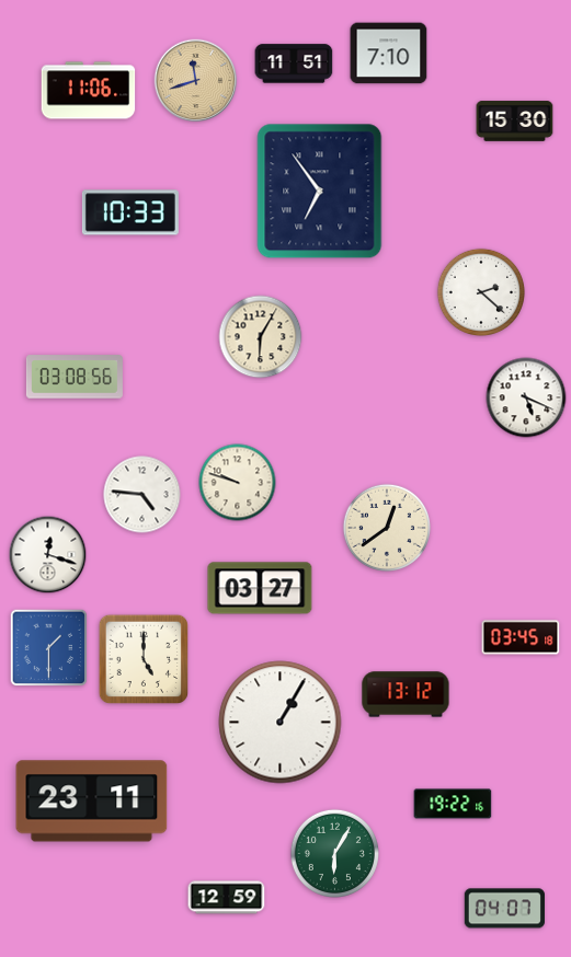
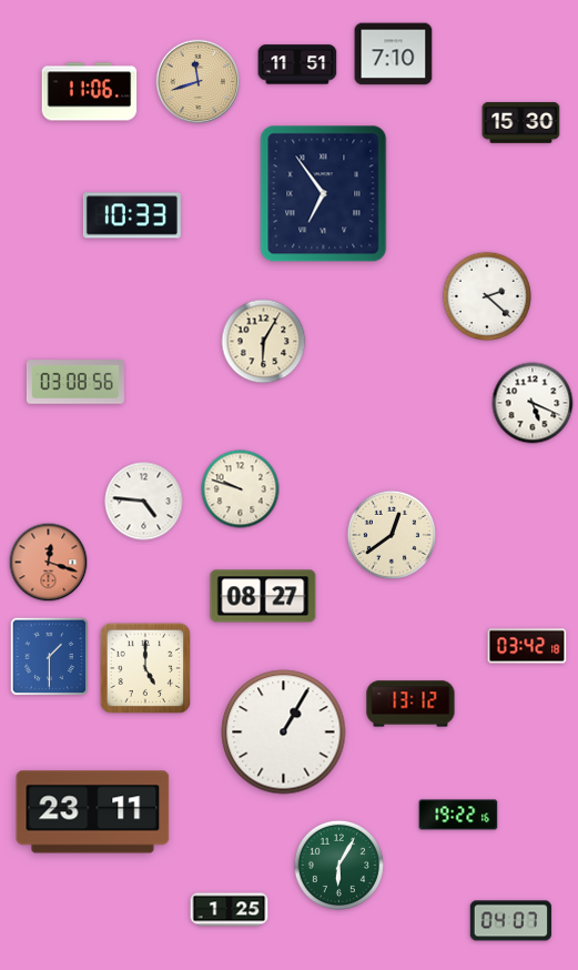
clock at (48, 555) dial: white -> salmon
clock at (260, 588): 03:27 -> 08:27
clock at (521, 637): 03:45 -> 03:42
clock at (227, 898): 12:59 -> 1:25
